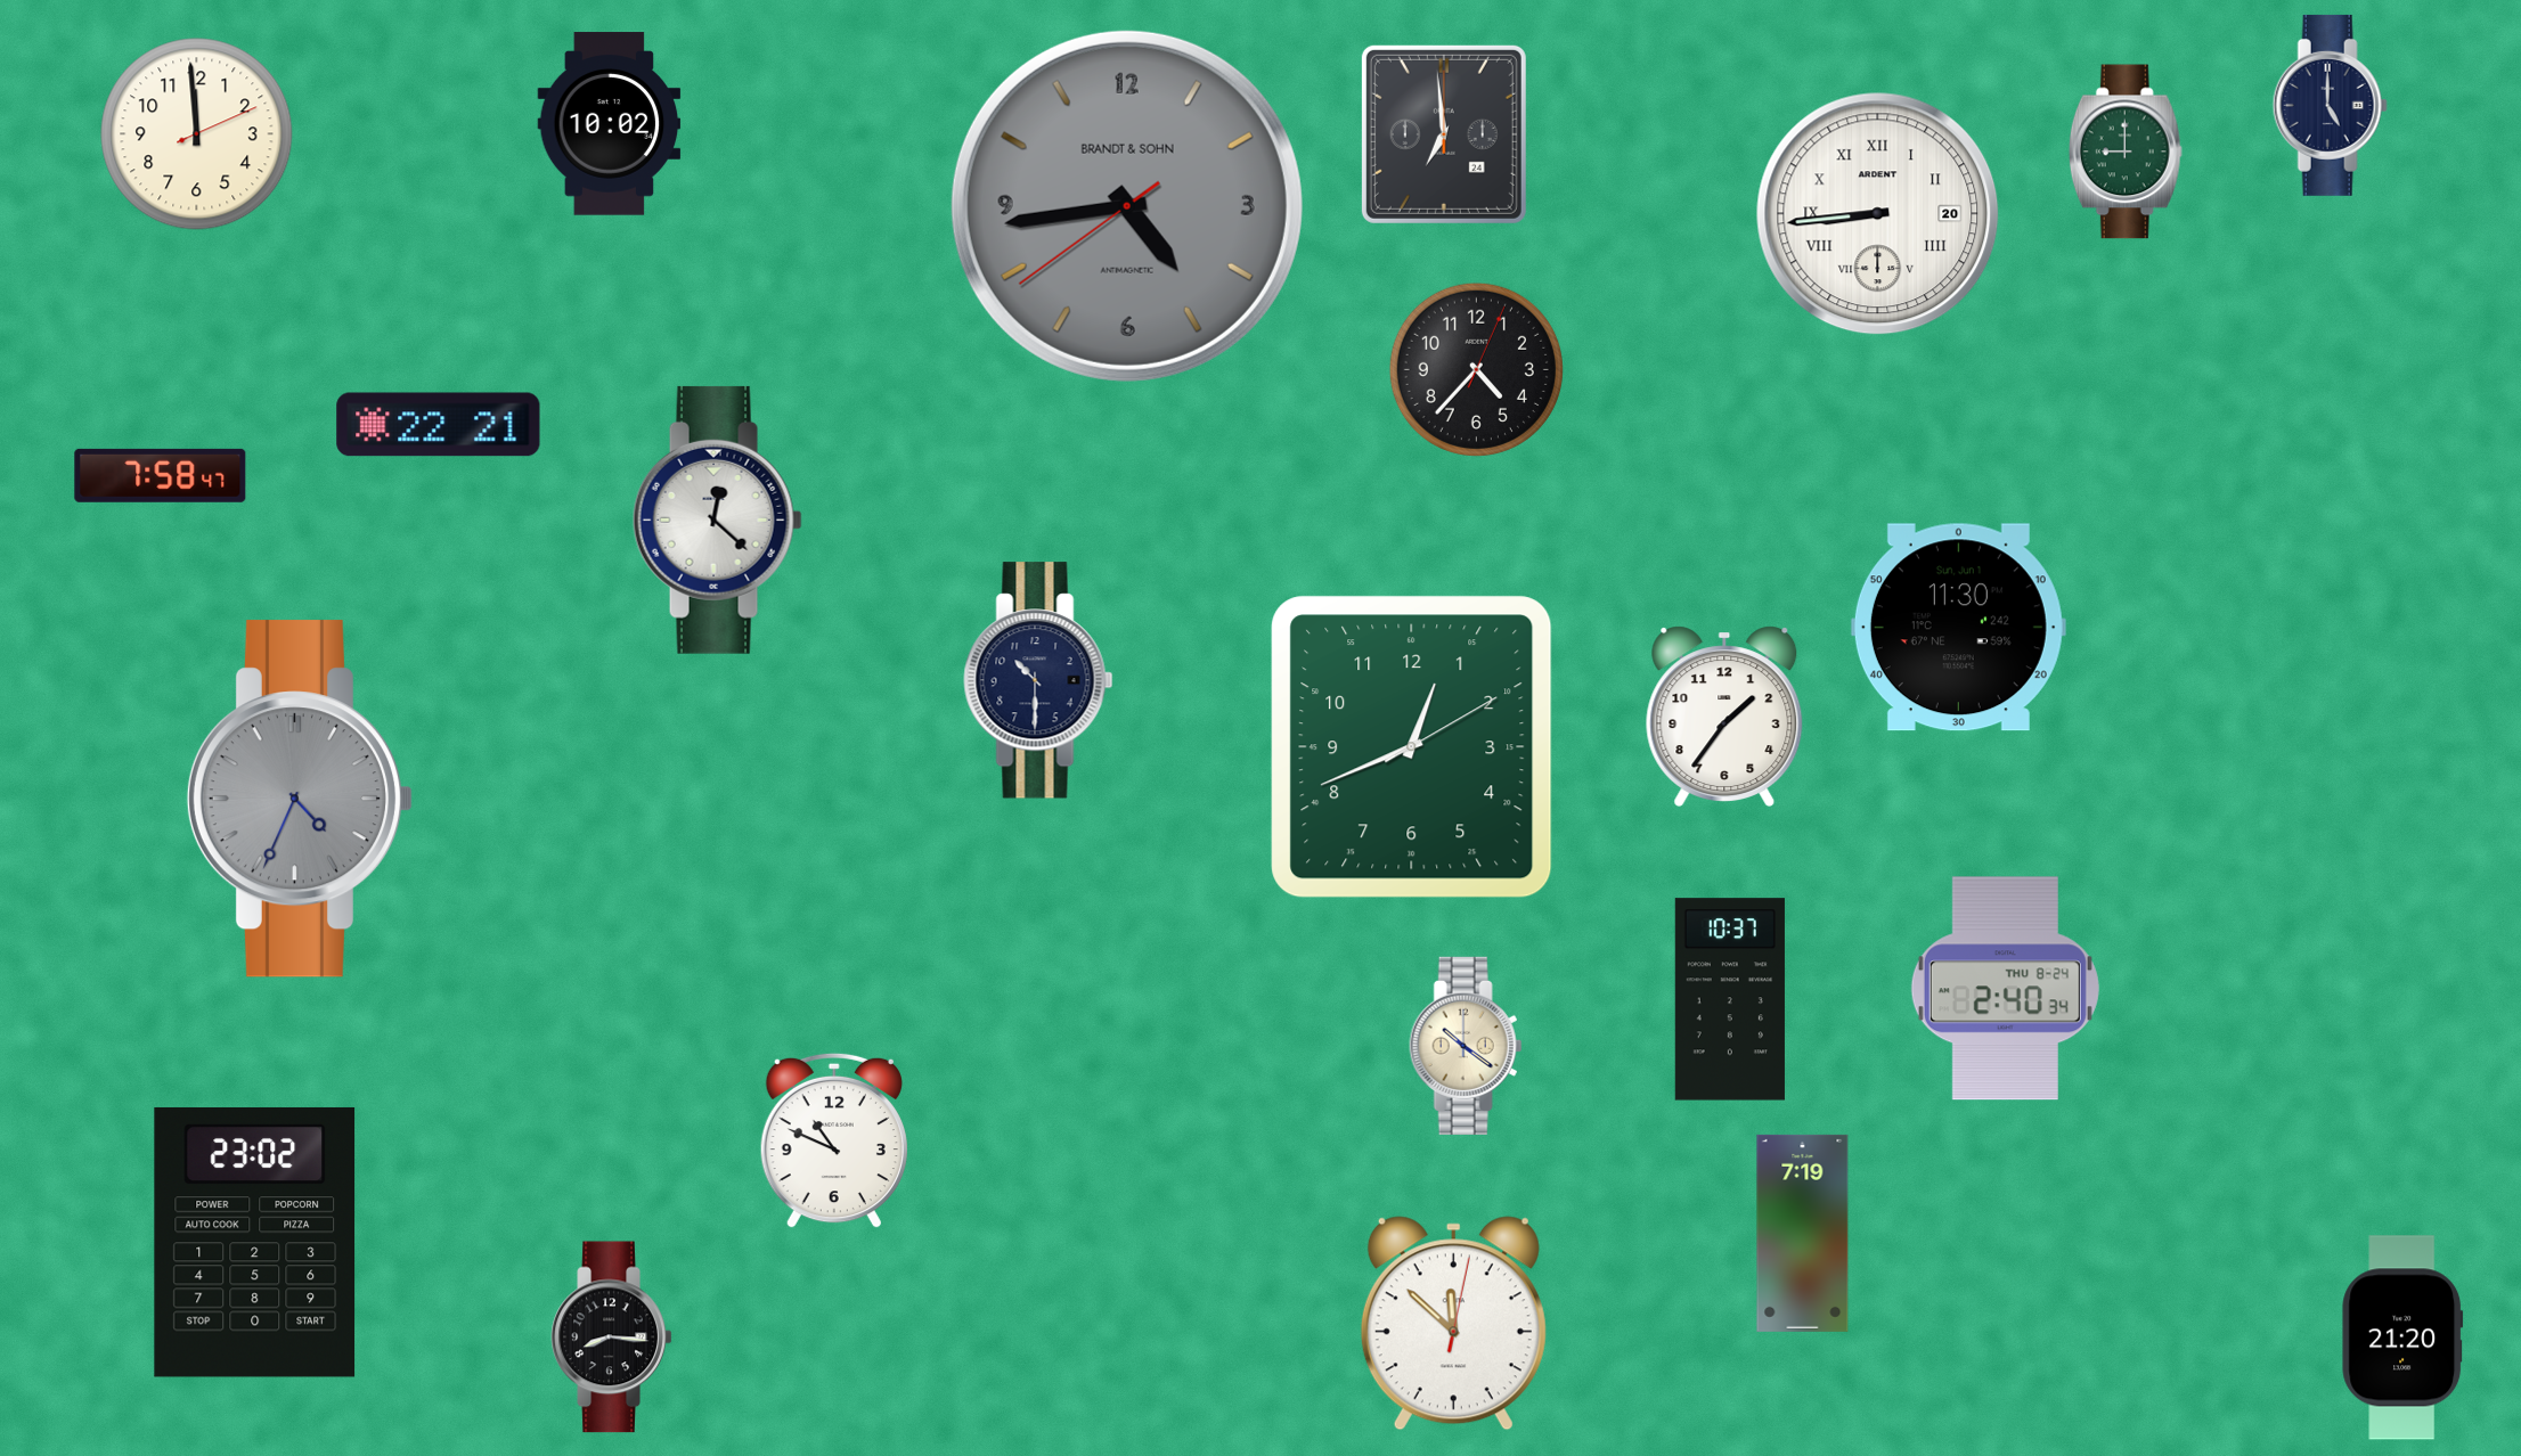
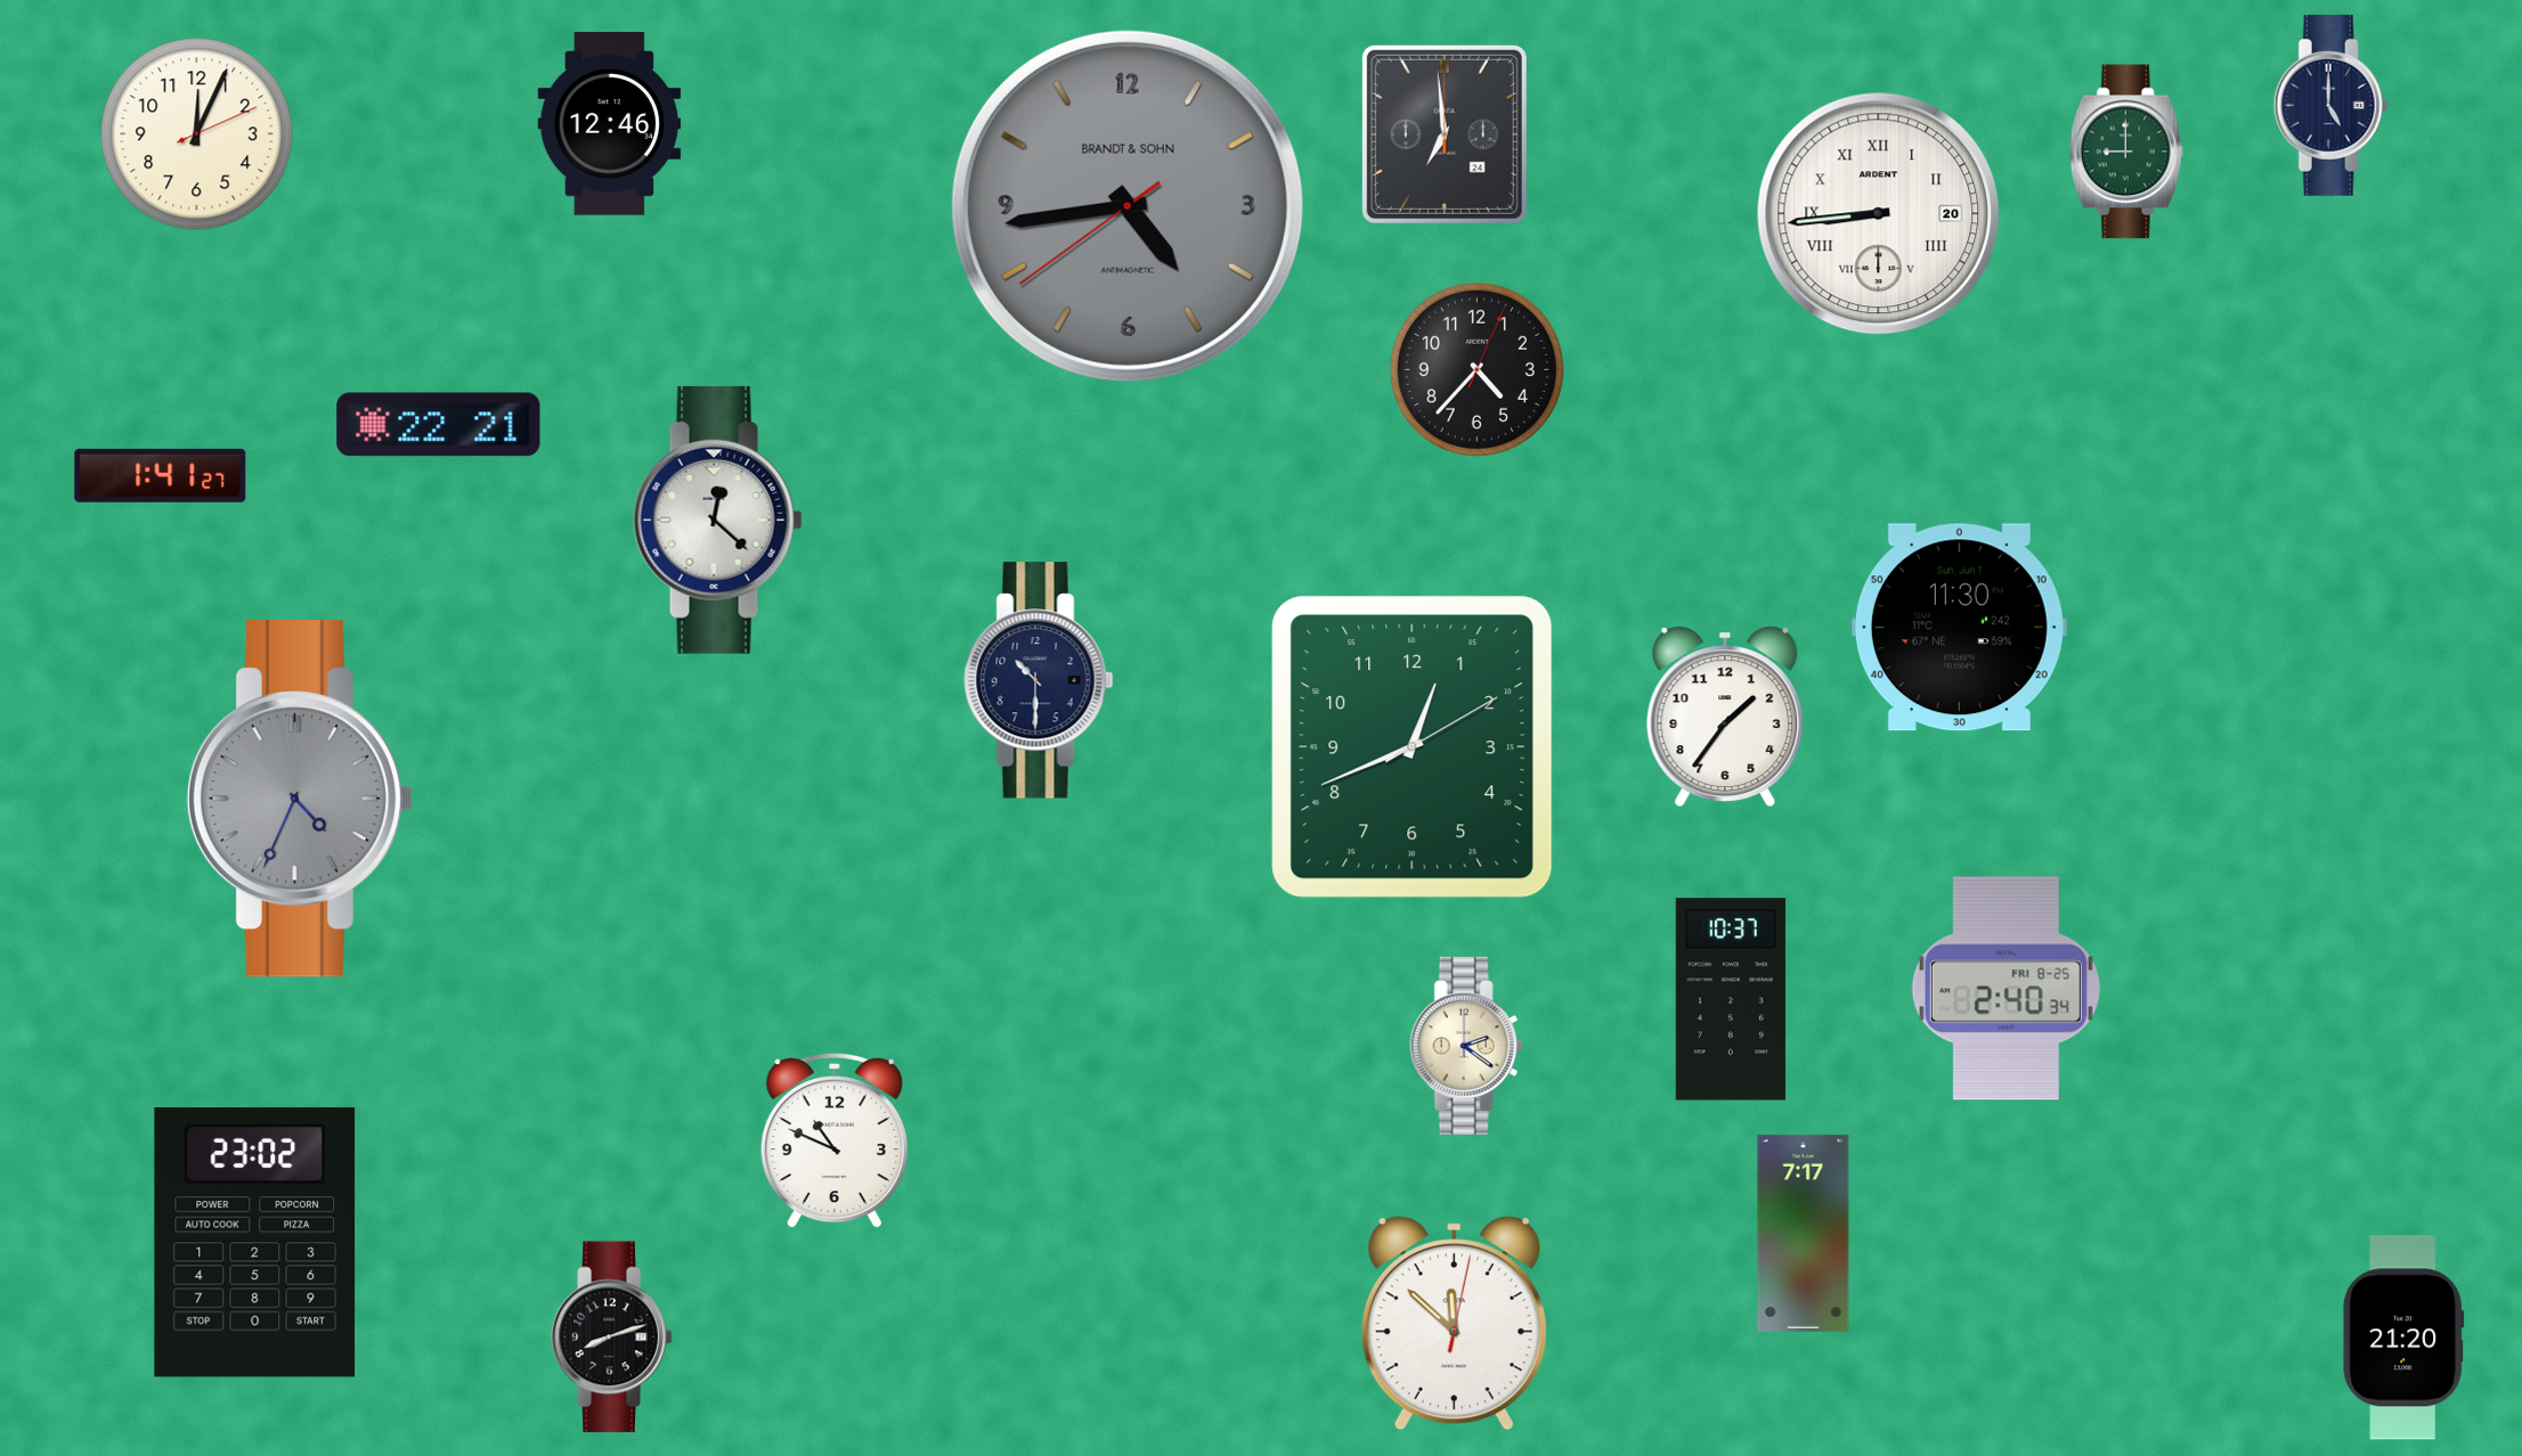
clock at (610, 124): 10:02 -> 12:46
clock at (197, 134): 11:59 -> 12:04
clock at (161, 475): 7:58 -> 1:41
clock at (2005, 989) date: THU 8-24 -> FRI 8-25
clock at (1466, 1046): 10:21 -> 2:21
clock at (1803, 1233): 7:19 -> 7:17
clock at (612, 1338): 8:16 -> 8:12
